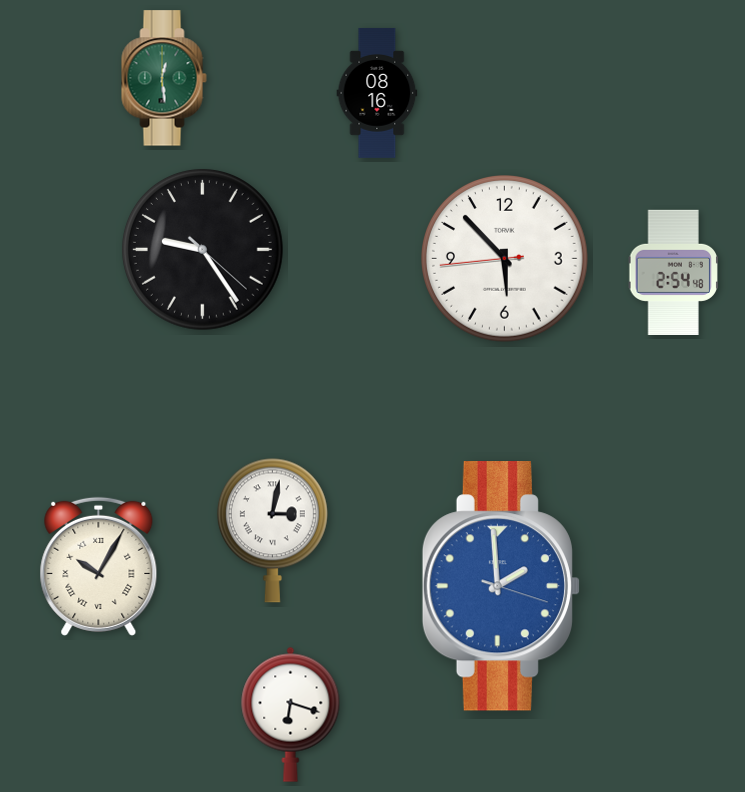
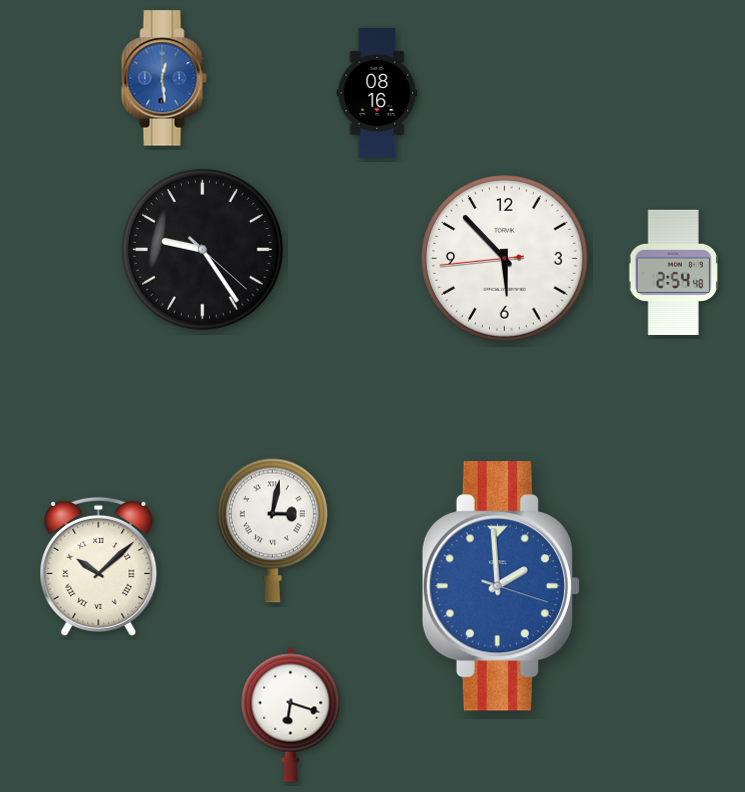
clock at (164, 78) dial: green -> blue
clock at (99, 566): 10:05 -> 10:08
